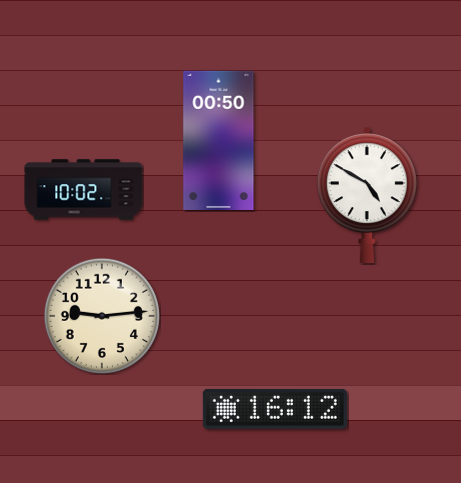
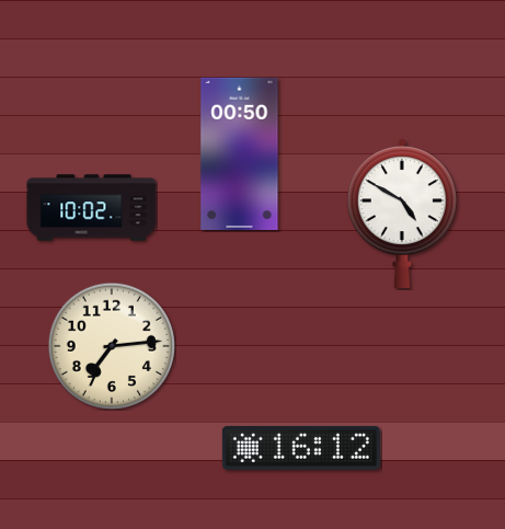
clock at (102, 316): 9:14 -> 7:14
